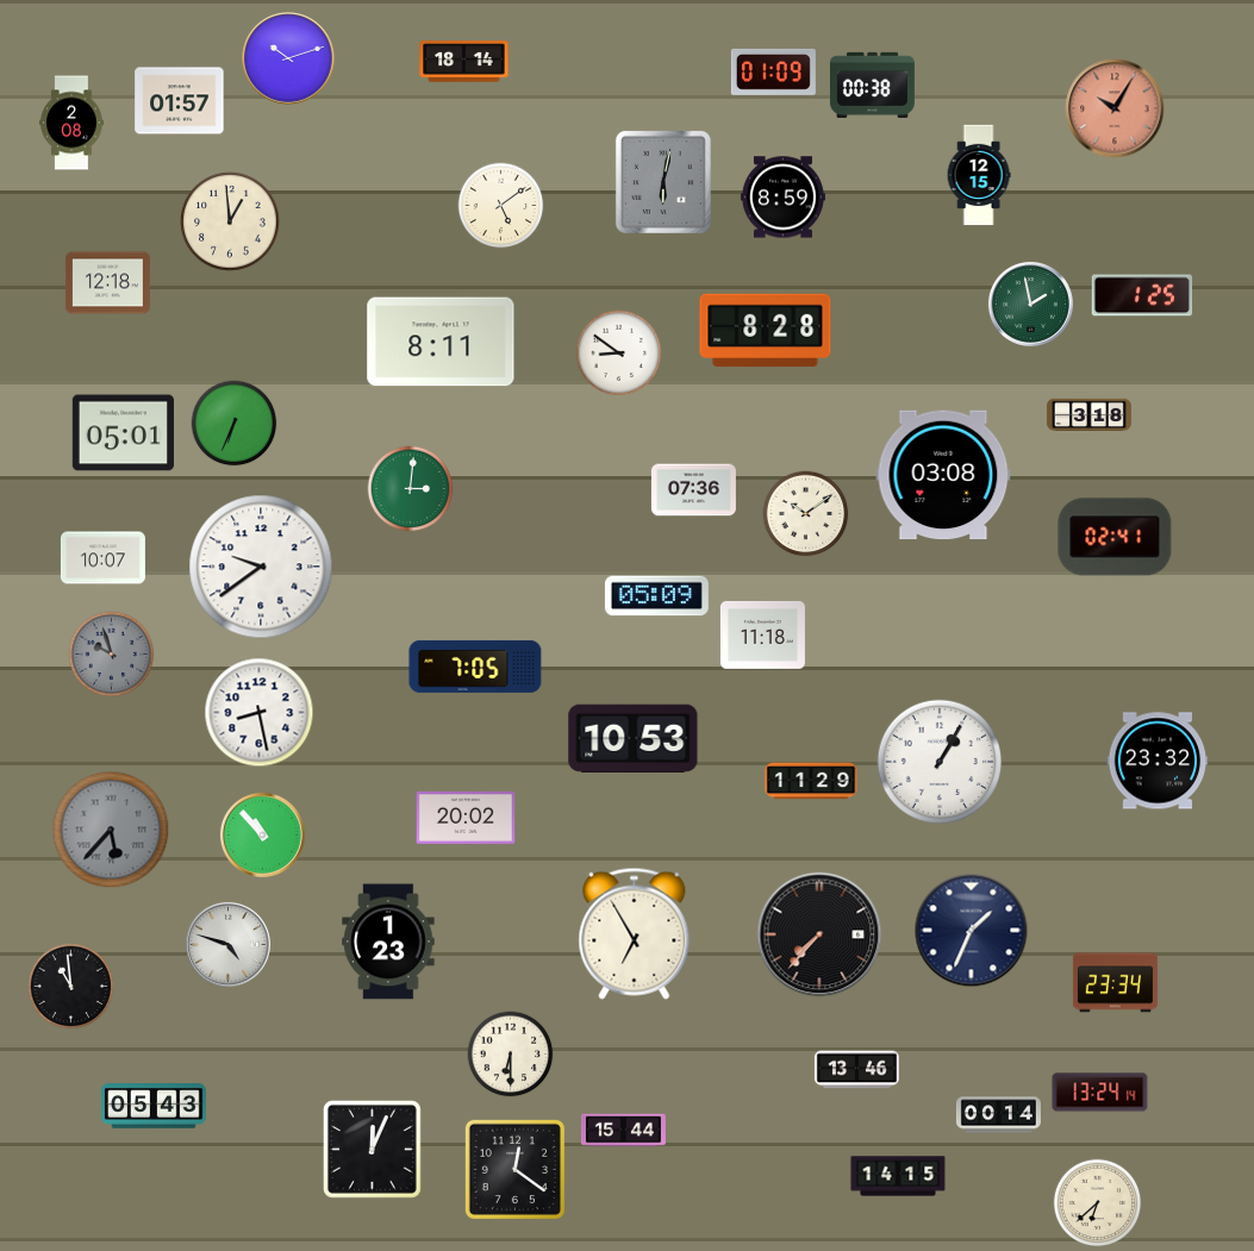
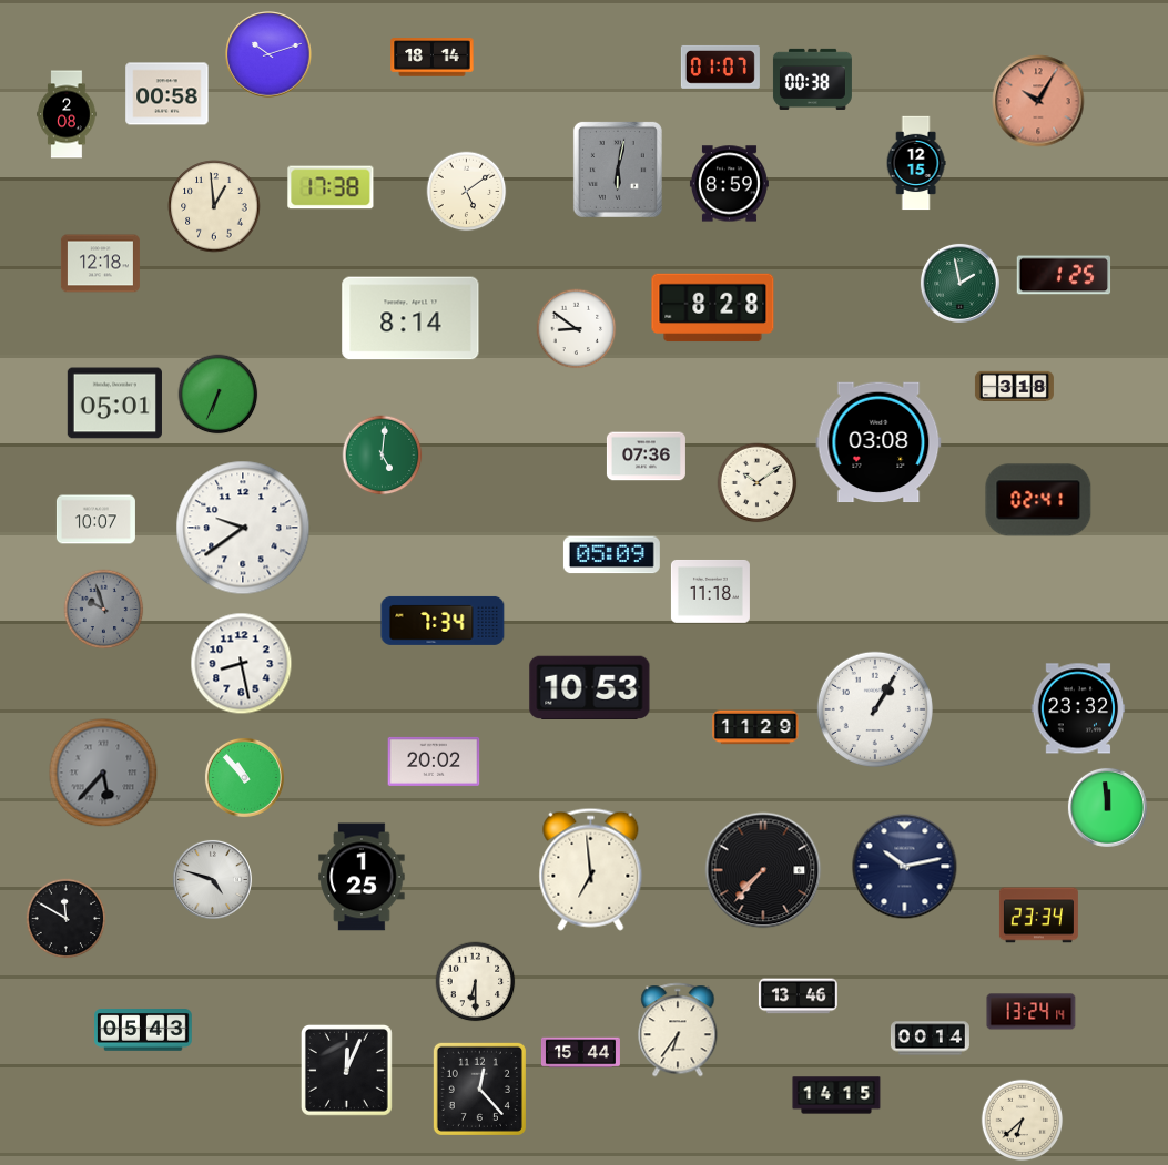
clock at (773, 71): 01:09 -> 01:07
clock at (180, 101): 01:57 -> 00:58
clock at (979, 175) position: (979, 175) -> (916, 163)
clock at (331, 187): none -> 17:38
clock at (441, 342): 8:11 -> 8:14
clock at (411, 489): 3:01 -> 5:01
clock at (806, 514) position: (806, 514) -> (758, 483)
clock at (475, 667): 7:05 -> 7:34
clock at (1107, 807): none -> 11:59
clock at (972, 931): 1:34 -> 10:13
clock at (635, 933): 6:55 -> 6:59
clock at (388, 942): 1:23 -> 1:25
clock at (71, 987): 10:59 -> 11:50
clock at (1100, 1093) position: (1100, 1093) -> (1032, 1012)
clock at (678, 1030): none -> 6:36
clock at (514, 1169): 12:21 -> 12:23
